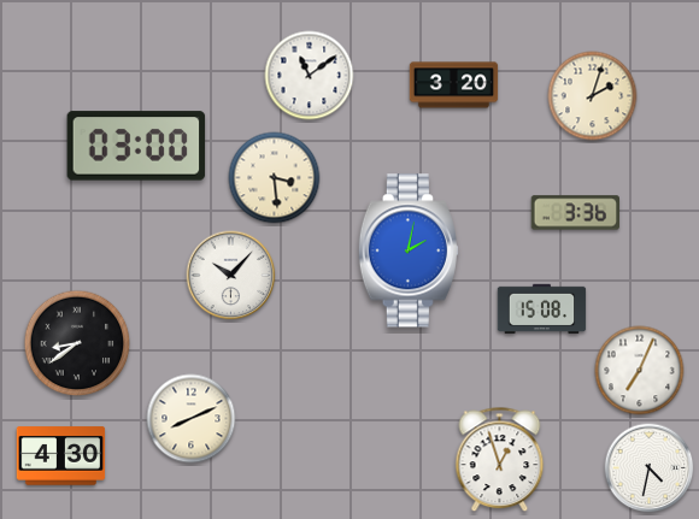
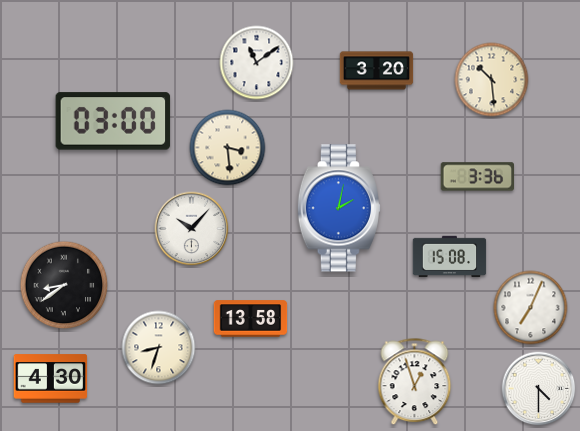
clock at (593, 96): 2:03 -> 10:29
clock at (251, 319): none -> 13:58
clock at (192, 419): 8:11 -> 8:33
clock at (650, 468): 4:32 -> 4:30
